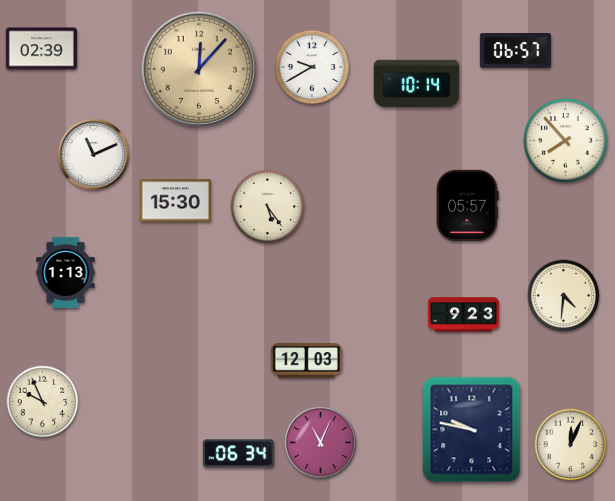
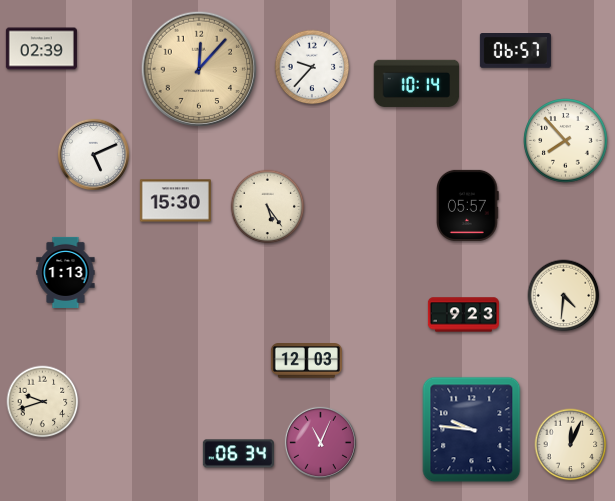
clock at (312, 67): 9:40 -> 9:37
clock at (93, 154): 11:11 -> 5:11
clock at (43, 402): 9:56 -> 9:42
clock at (472, 430): 9:47 -> 9:46
